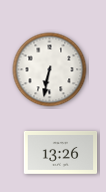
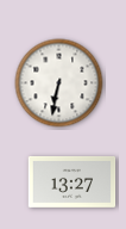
clock at (61, 152): 13:26 -> 13:27
